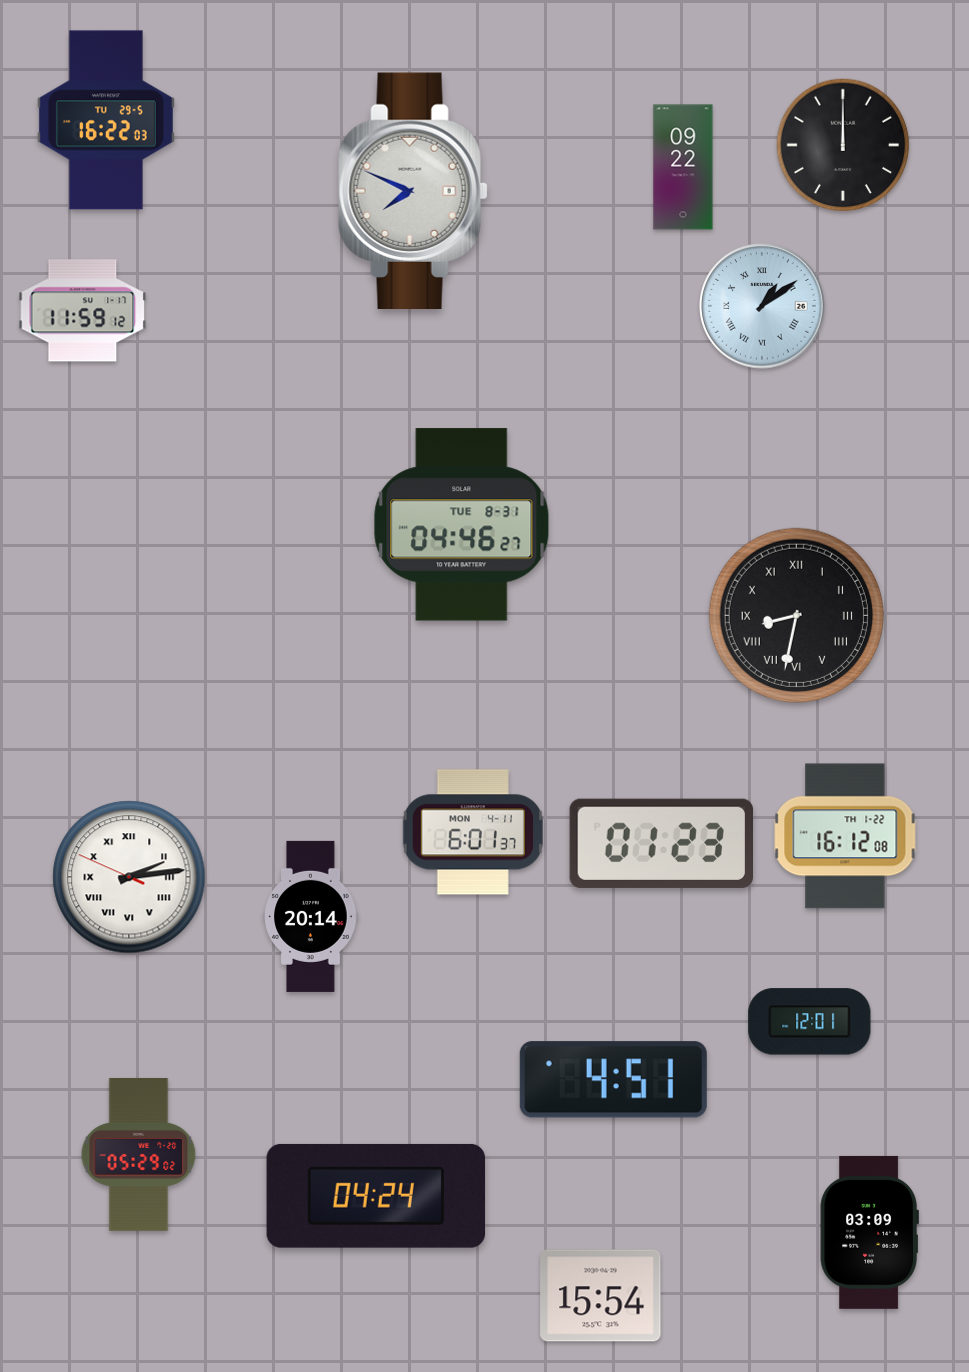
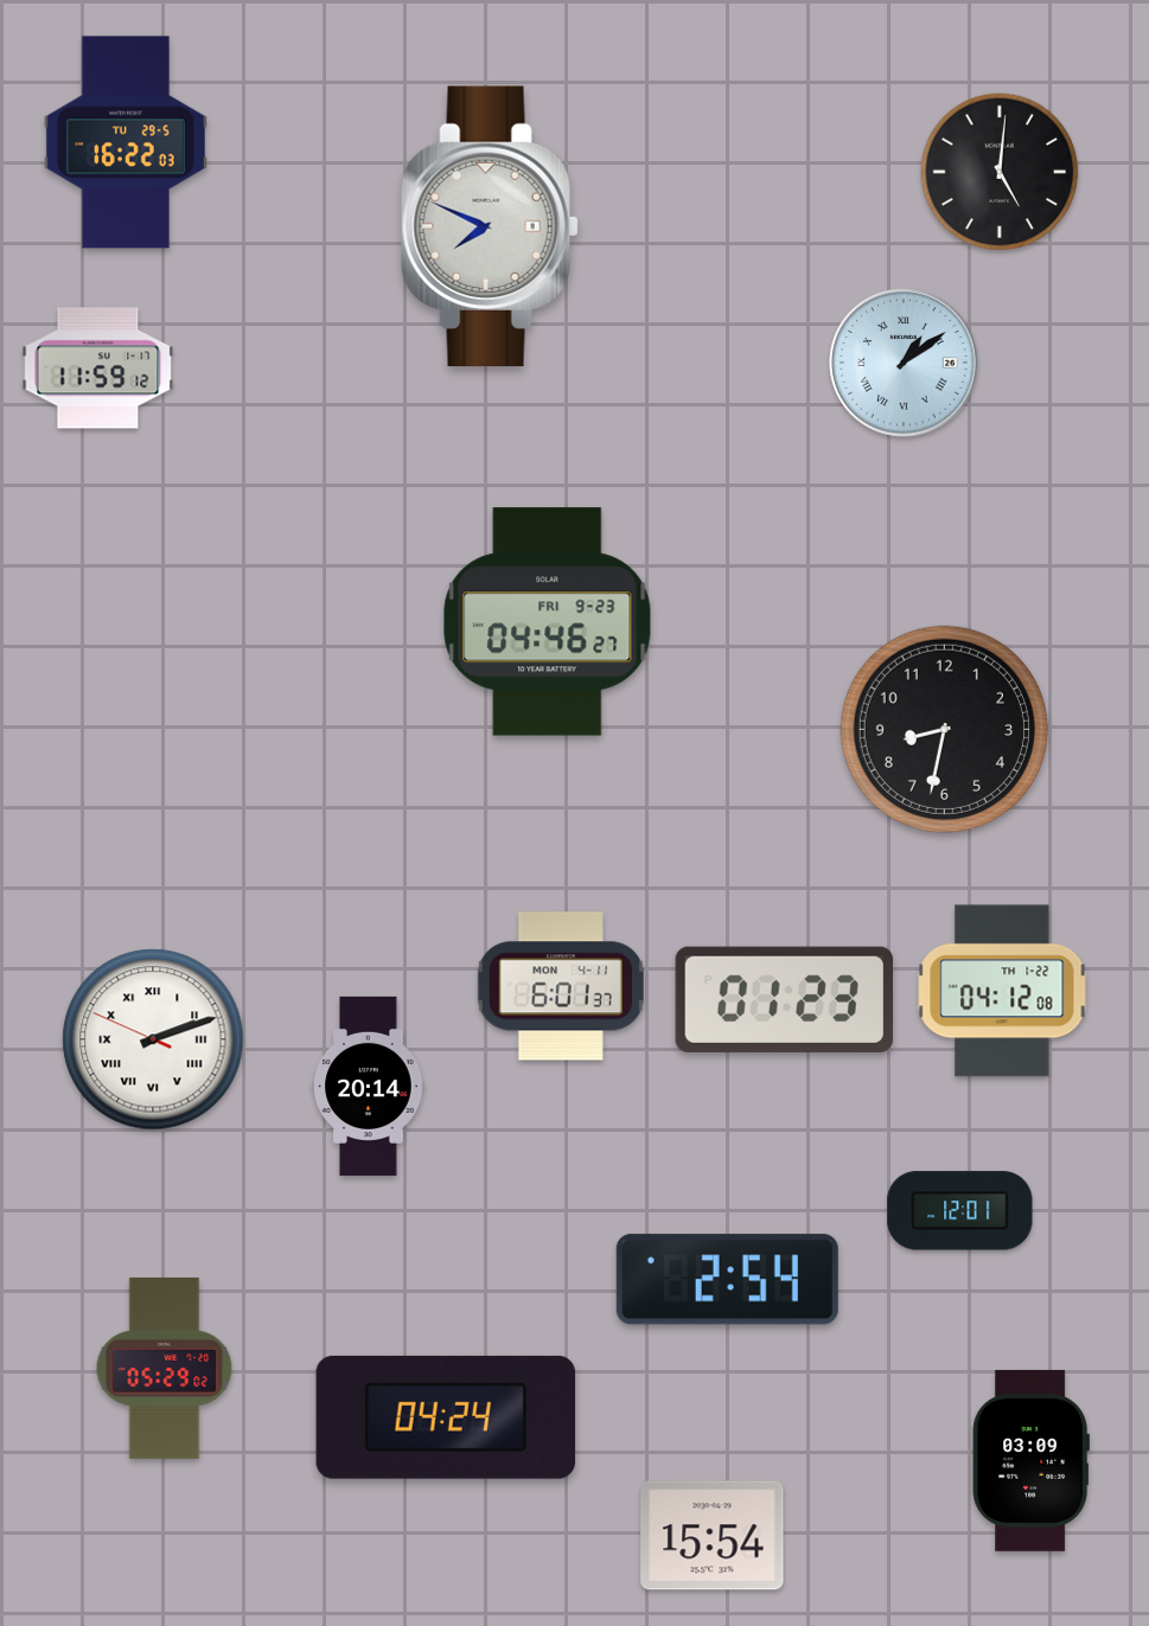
clock at (843, 145): 12:00 -> 5:01
clock at (683, 167): 09:22 -> none
clock at (462, 525) date: TUE 8-31 -> FRI 9-23
clock at (796, 615) numerals: Roman -> Arabic
clock at (845, 836): 16:12 -> 04:12
clock at (129, 877): 2:13 -> 2:11
clock at (613, 1080): 4:51 -> 2:54
